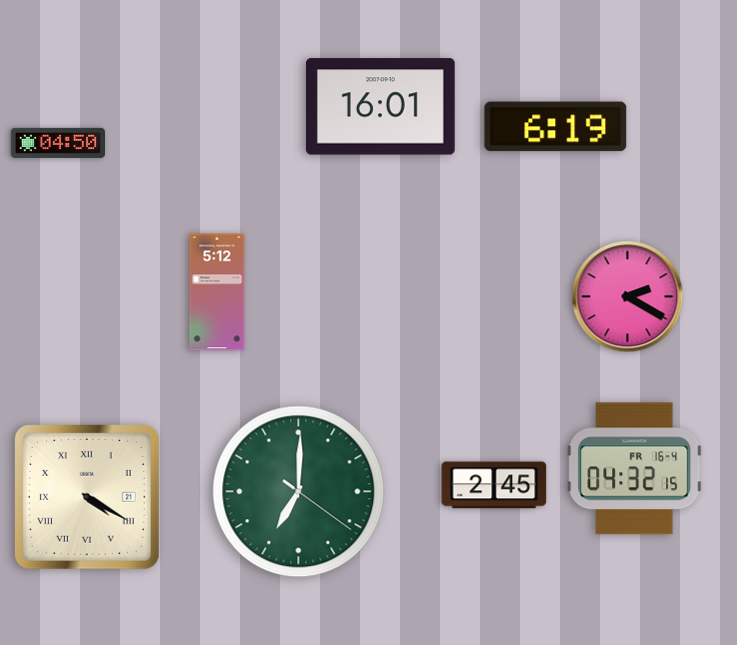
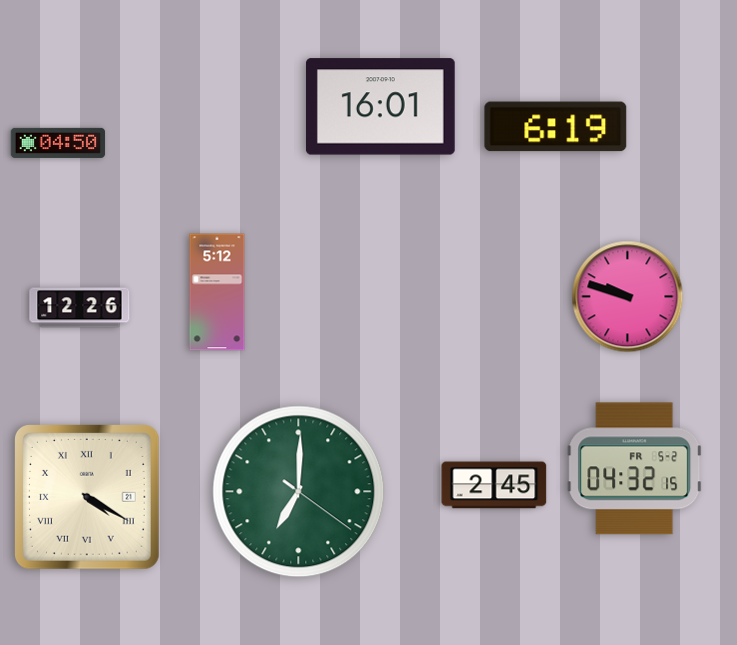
clock at (628, 297): 2:20 -> 9:48
clock at (80, 308): none -> 12:26
clock at (635, 469) date: FR 16-4 -> FR 5-2
